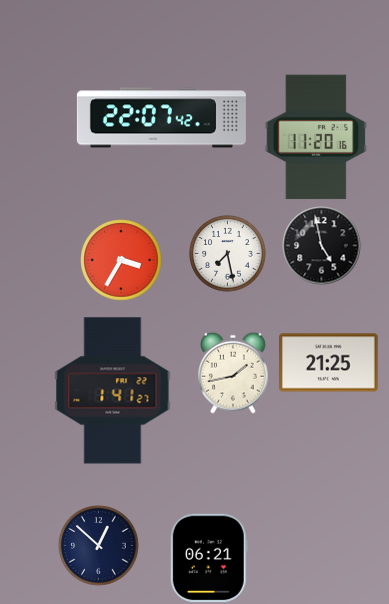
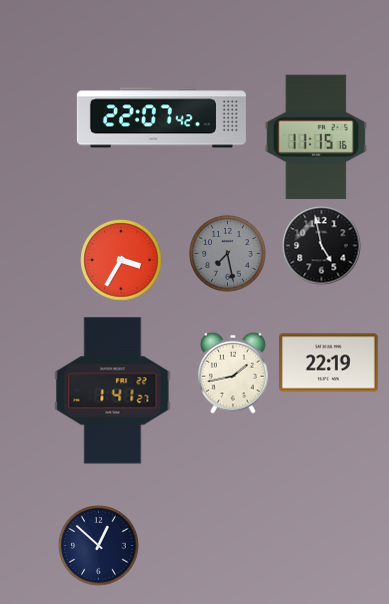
clock at (316, 137): 11:20 -> 11:15
clock at (228, 254) dial: white -> grey
clock at (329, 363): 21:25 -> 22:19
clock at (209, 558): 06:21 -> none
